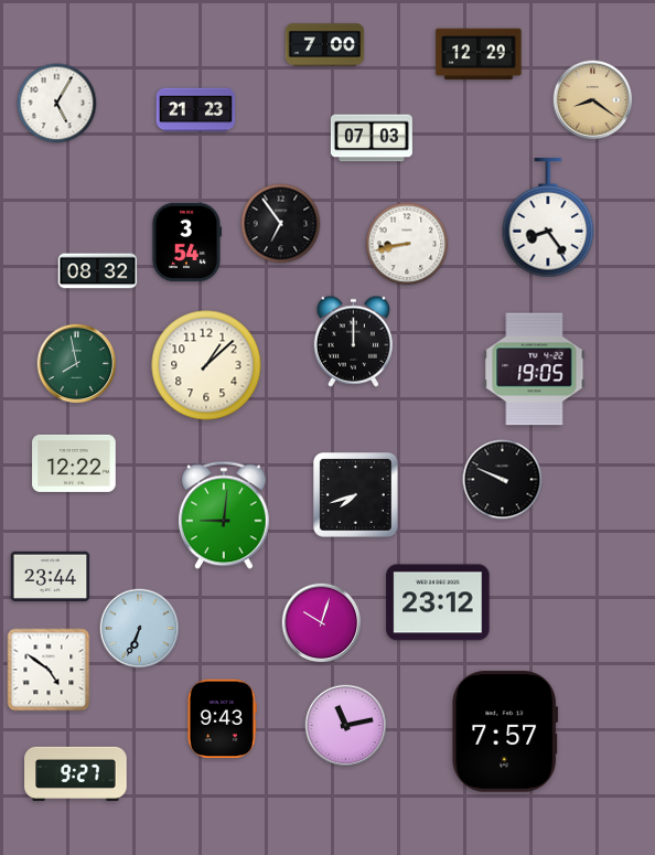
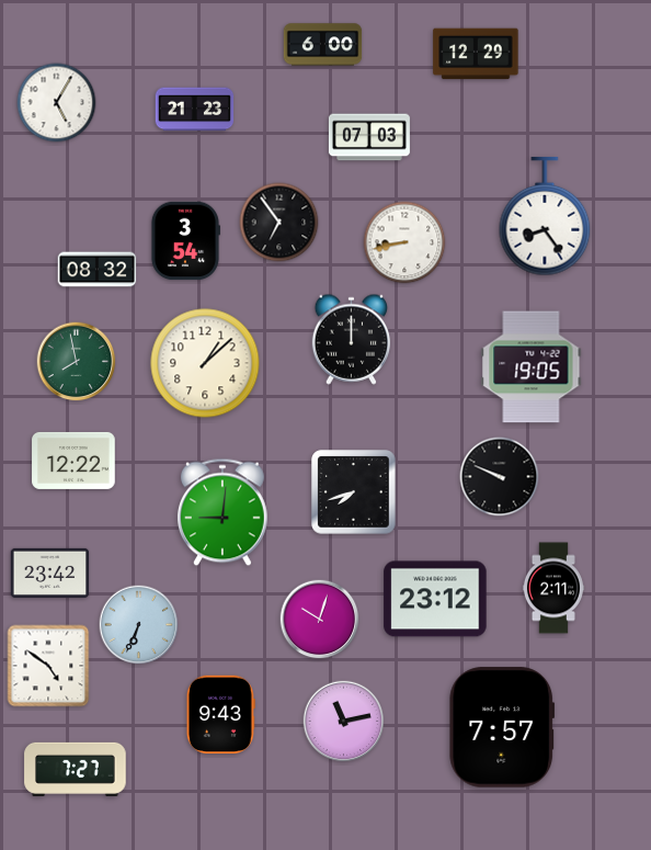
clock at (325, 45): 7:00 -> 6:00
clock at (593, 100): 8:21 -> none
clock at (51, 576): 23:44 -> 23:42
clock at (553, 588): none -> 2:11
clock at (76, 773): 9:27 -> 7:27
